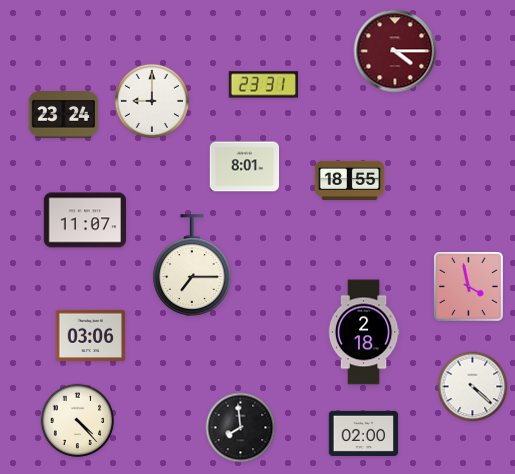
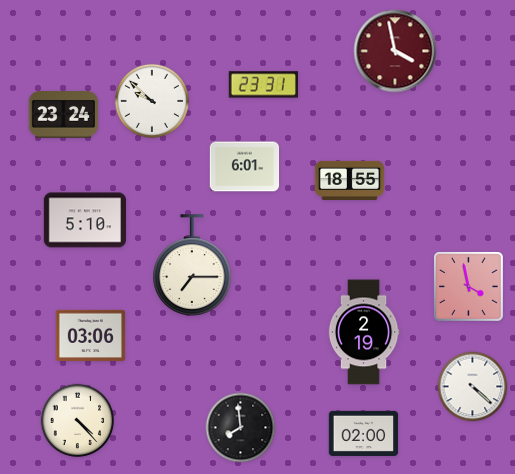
clock at (395, 51): 4:15 -> 3:58
clock at (152, 101): 9:00 -> 9:52
clock at (245, 167): 8:01 -> 6:01
clock at (84, 220): 11:07 -> 5:10
clock at (364, 332): 2:18 -> 2:19
